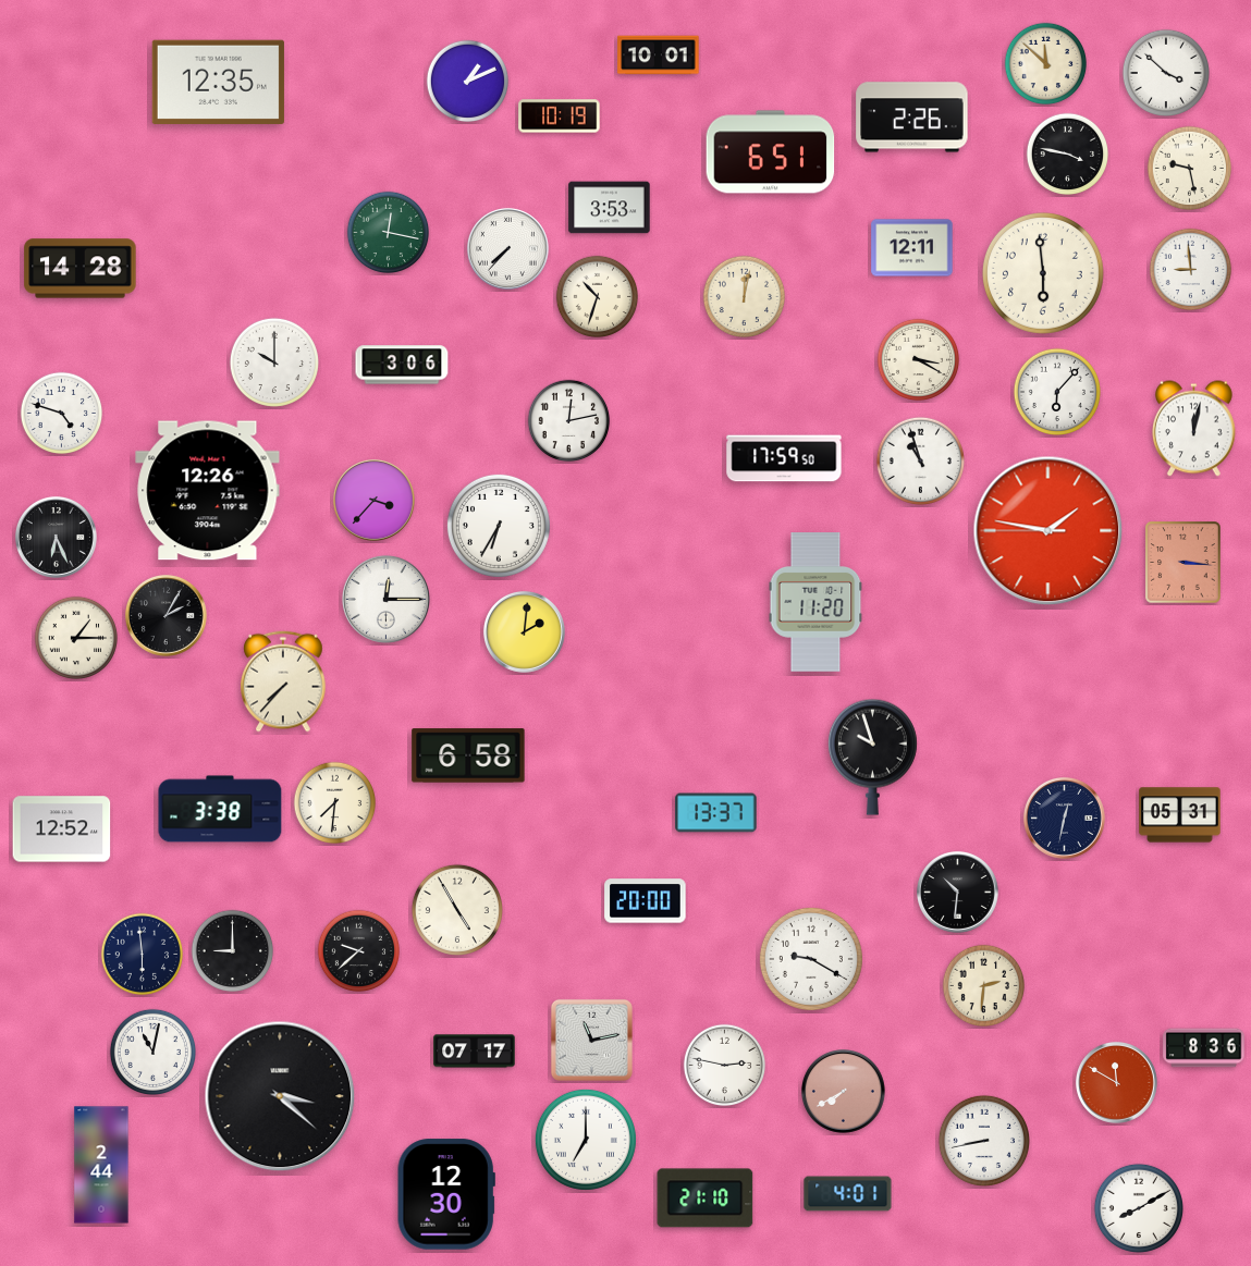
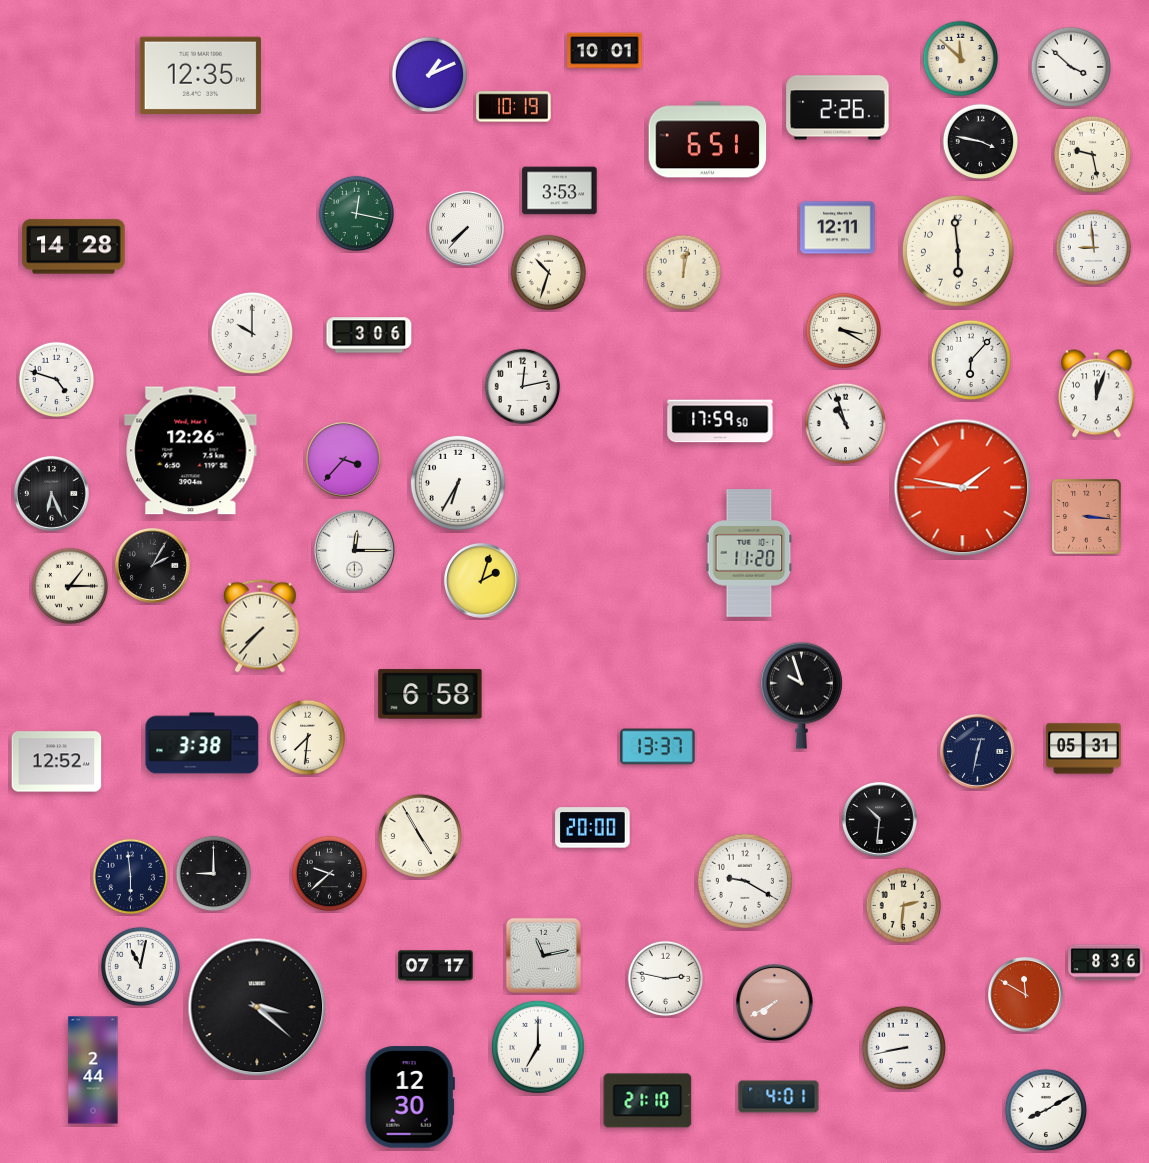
clock at (1193, 429): 12:02 -> 12:03
clock at (524, 631): 2:01 -> 2:03
